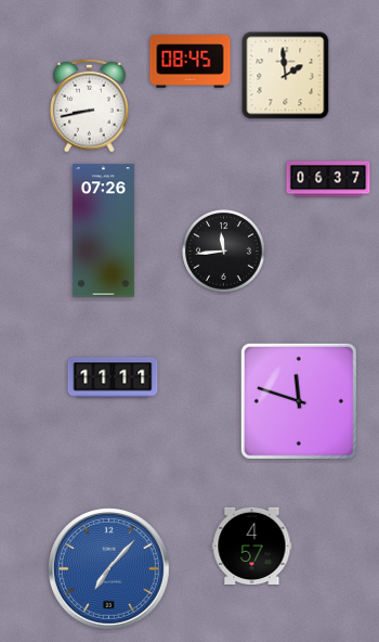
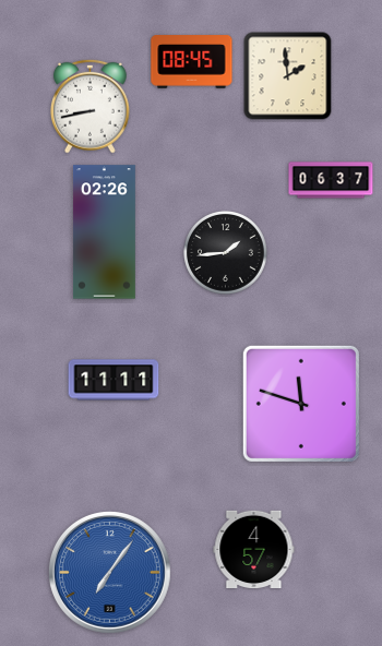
clock at (103, 231): 07:26 -> 02:26
clock at (224, 252): 11:44 -> 1:44
clock at (108, 569): 7:07 -> 7:06
